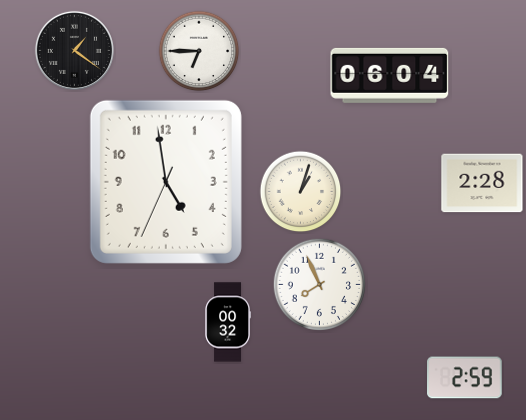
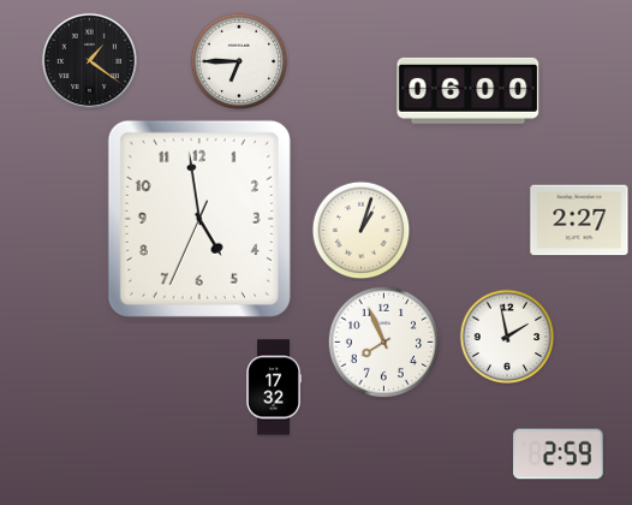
clock at (390, 75): 06:04 -> 06:00
clock at (482, 183): 2:28 -> 2:27
clock at (507, 337): none -> 1:58
clock at (227, 322): 00:32 -> 17:32
